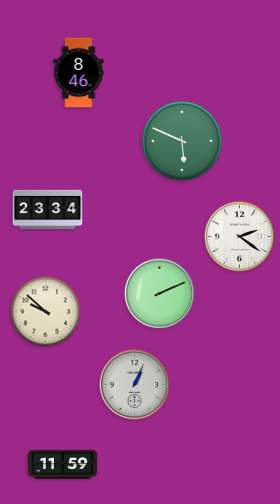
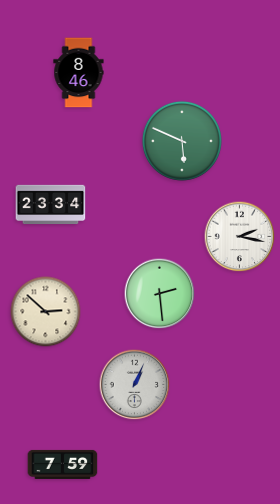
clock at (48, 210) position: (48, 210) -> (51, 205)
clock at (240, 237): 2:21 -> 2:17
clock at (160, 294): 2:11 -> 2:29
clock at (46, 312): 9:52 -> 2:52
clock at (63, 464): 11:59 -> 7:59
